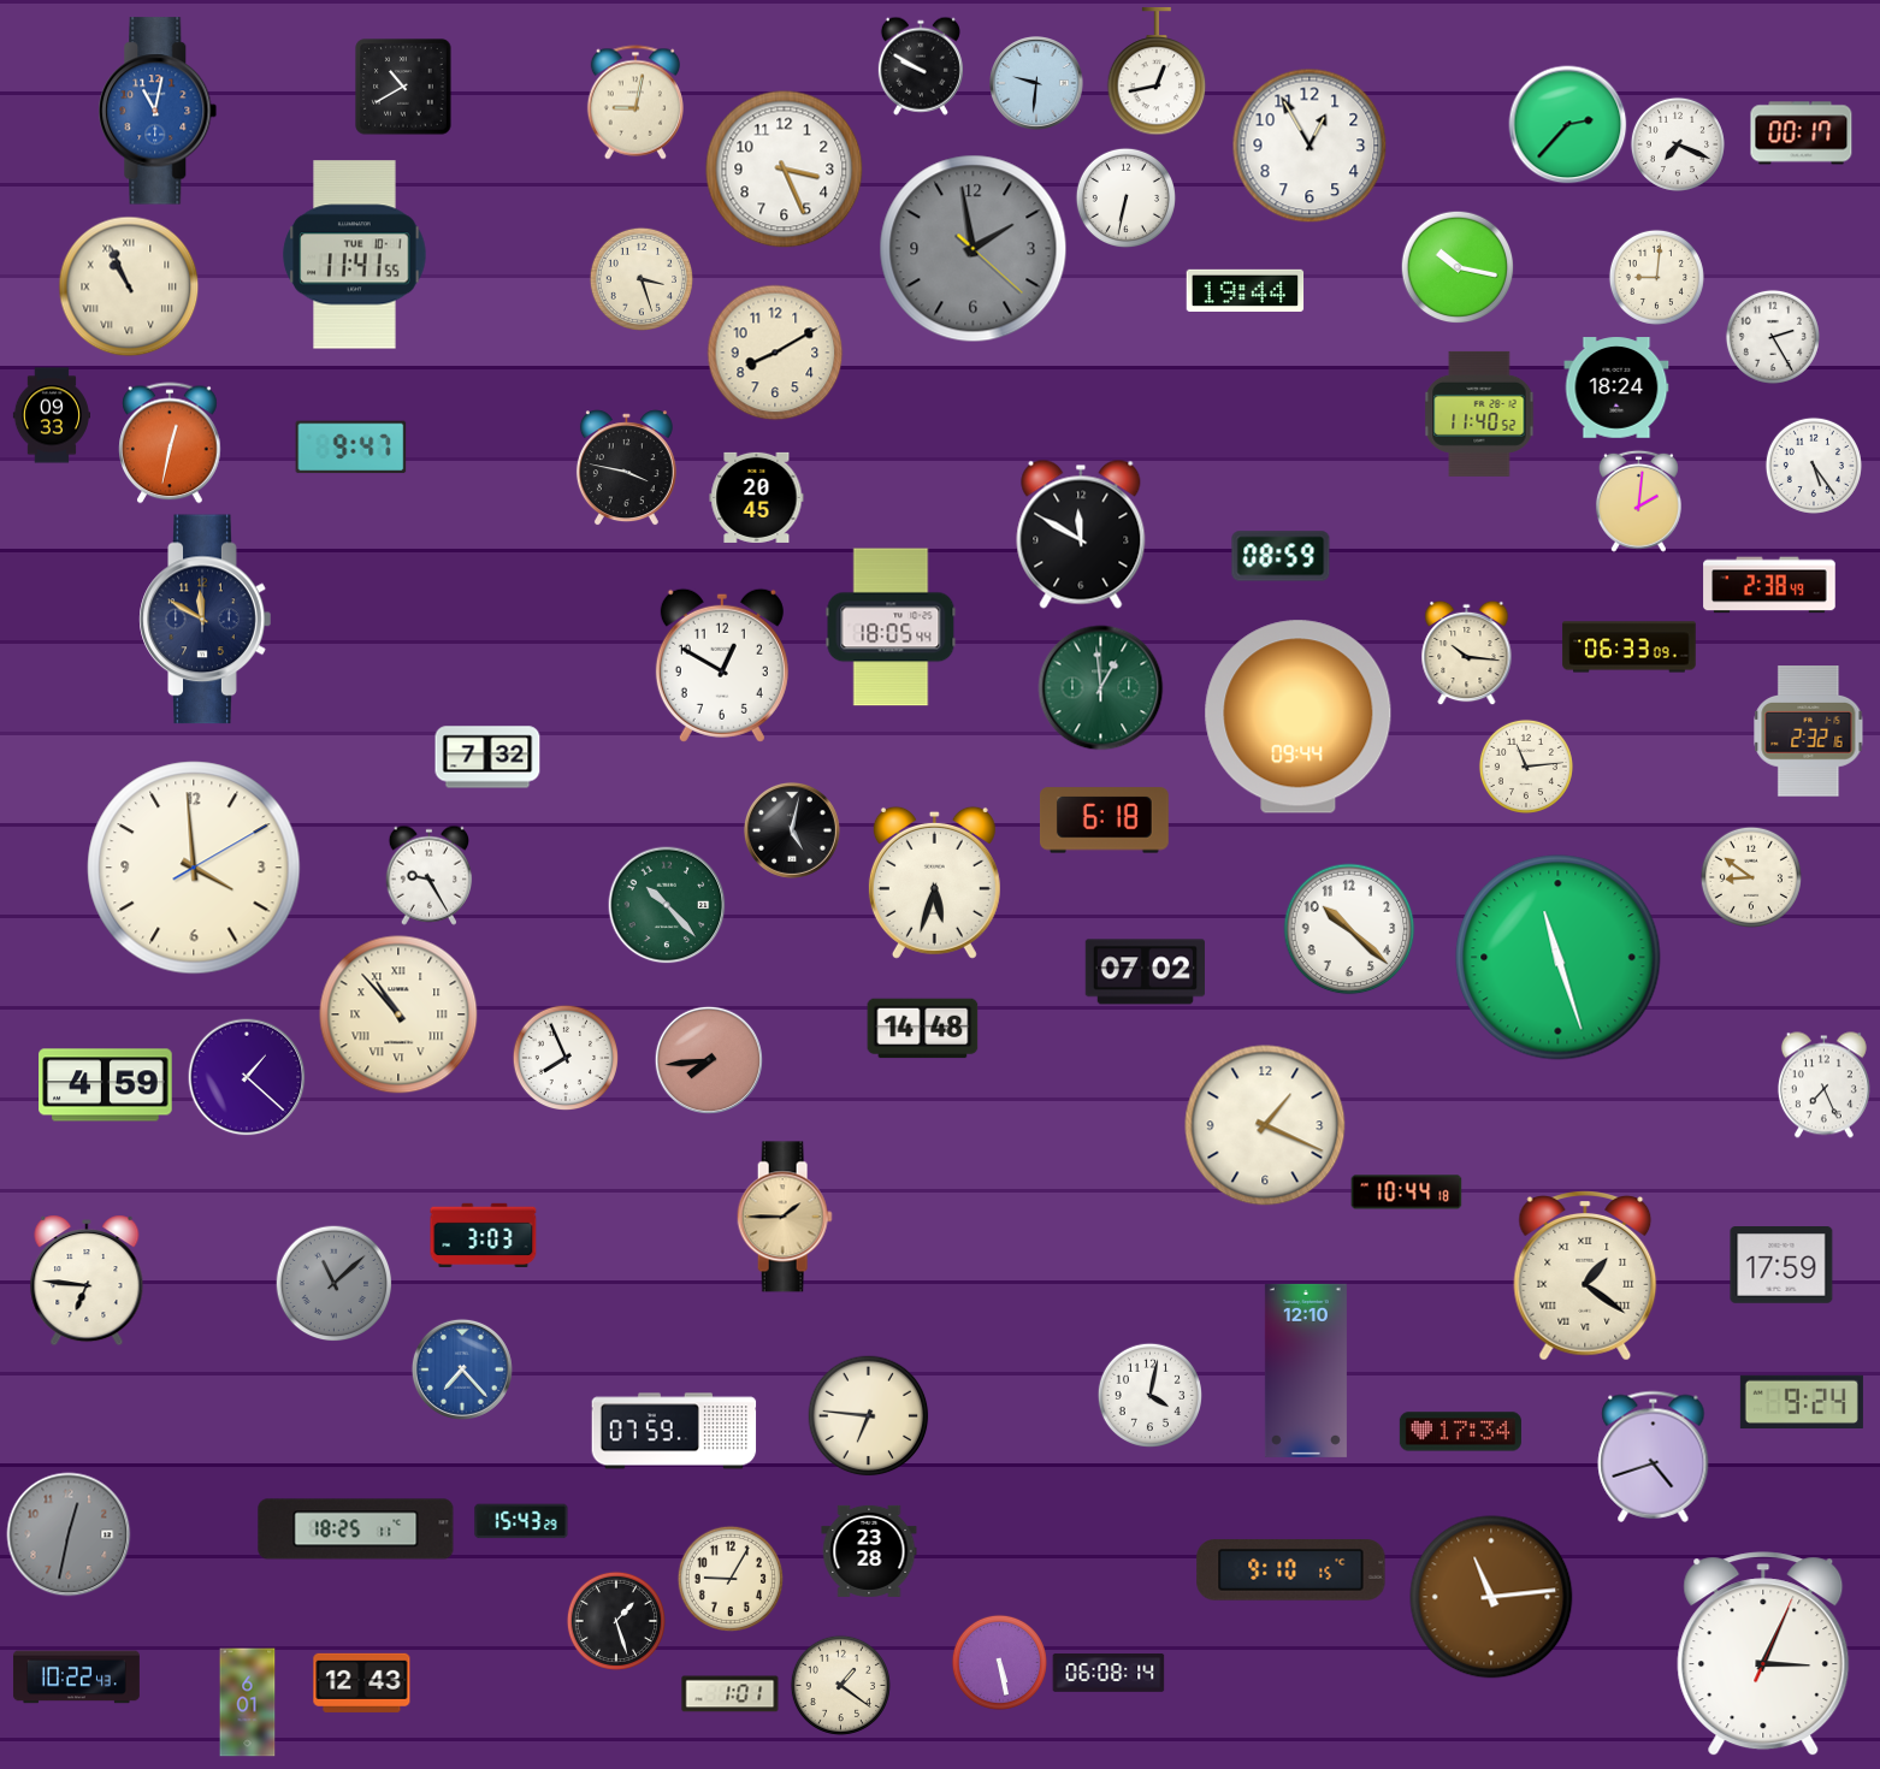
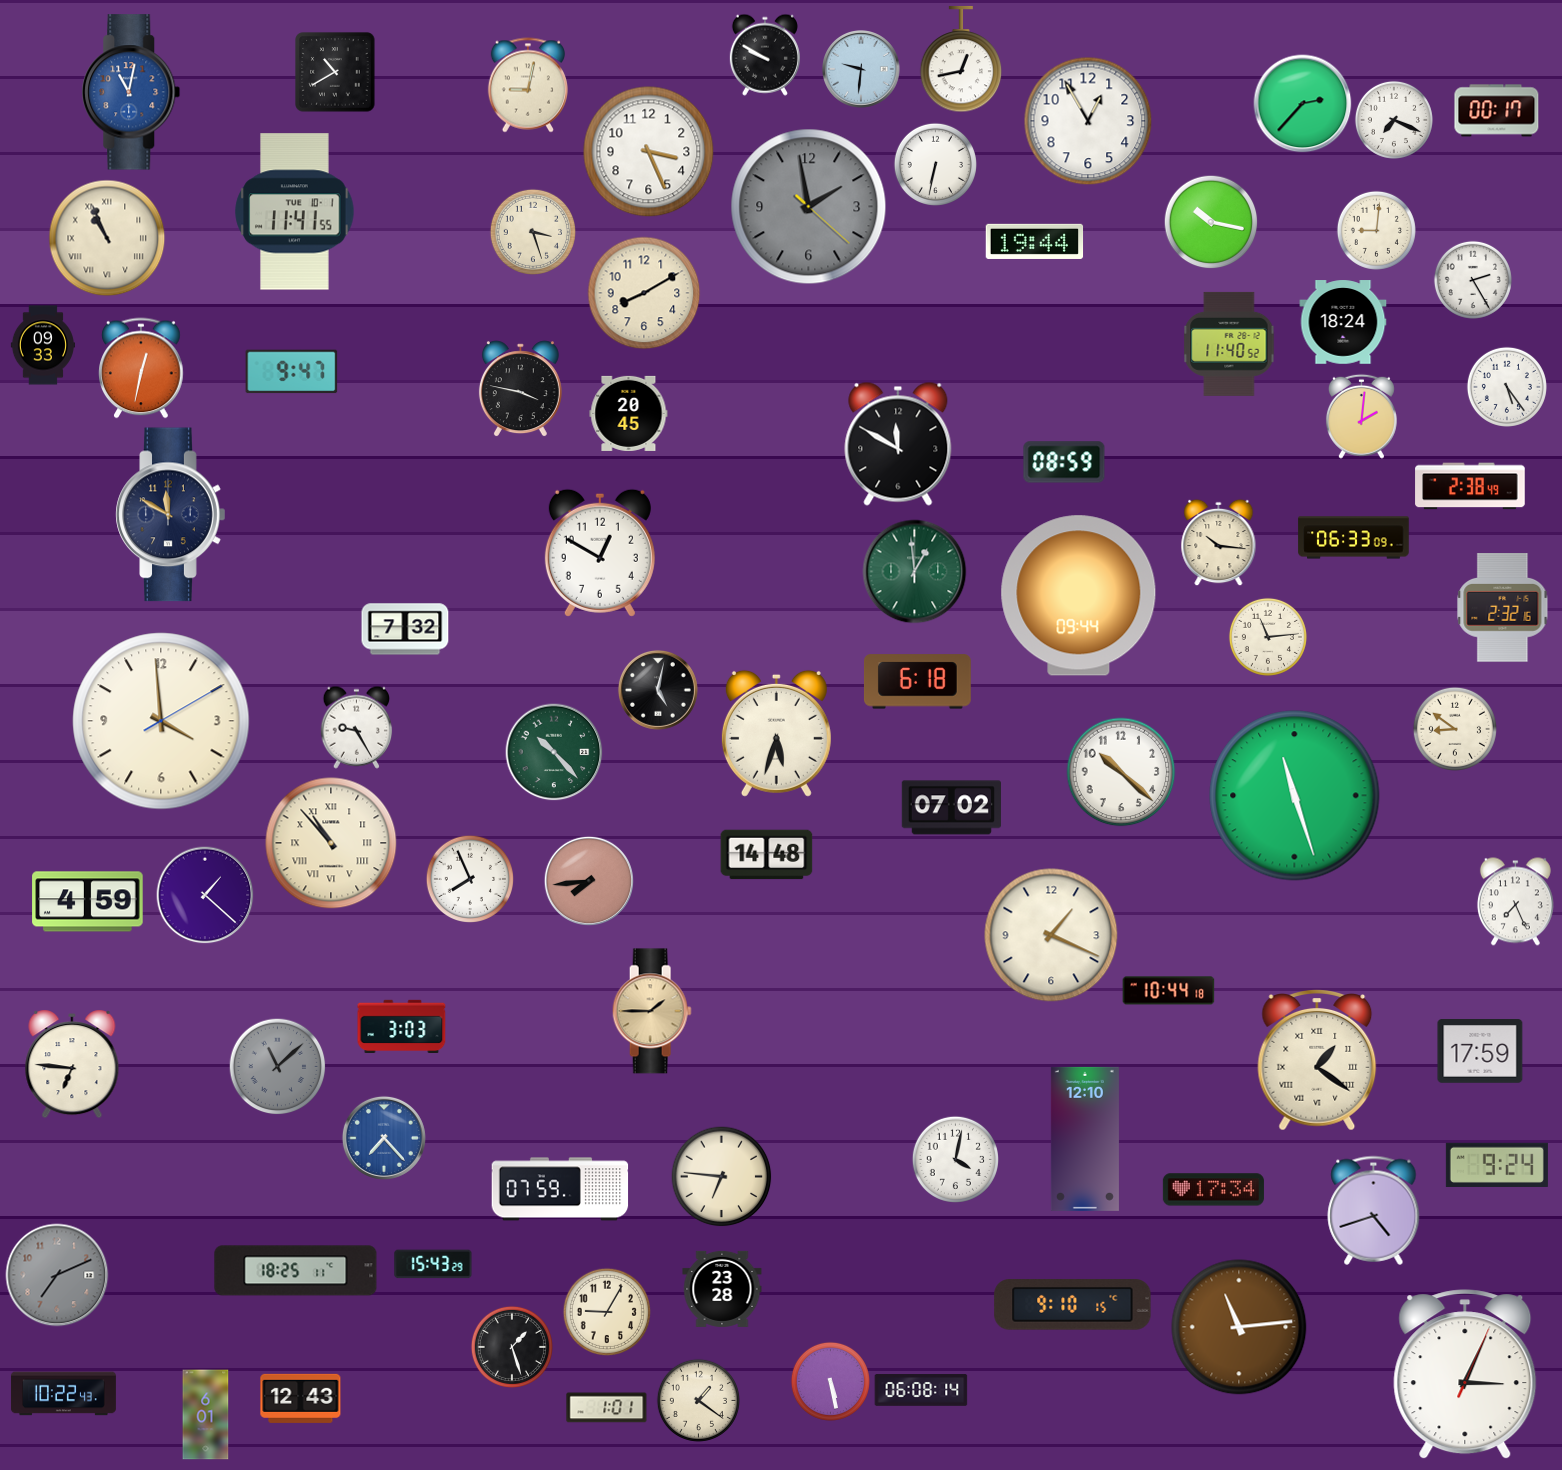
clock at (785, 170) position: (785, 170) -> (649, 152)
clock at (891, 627): 18:05 -> none
clock at (69, 1534): 12:32 -> 7:11
